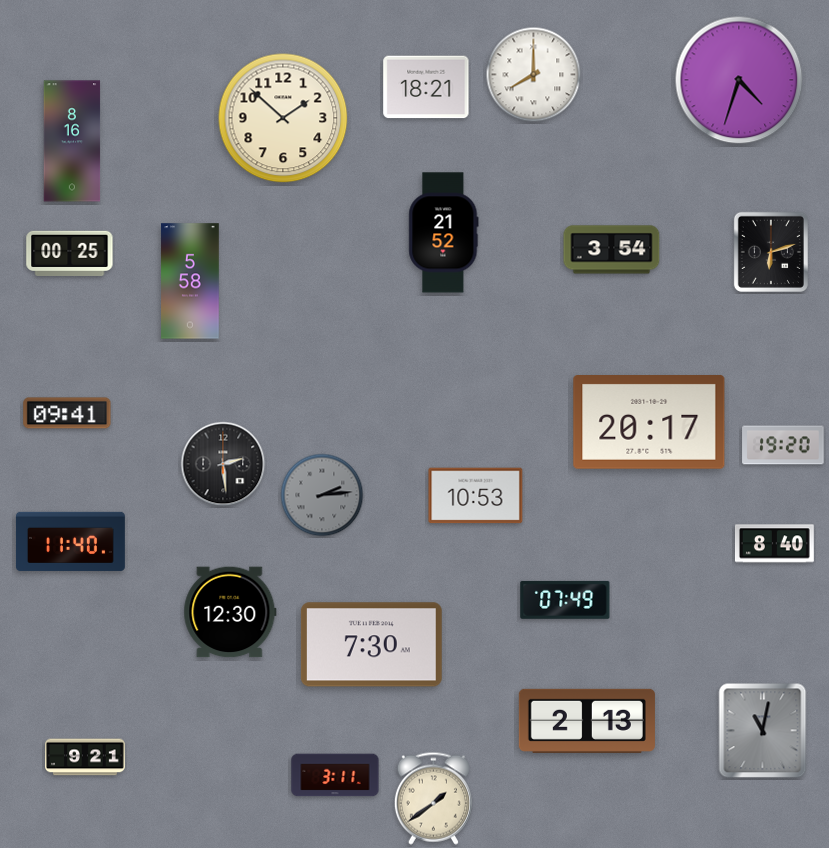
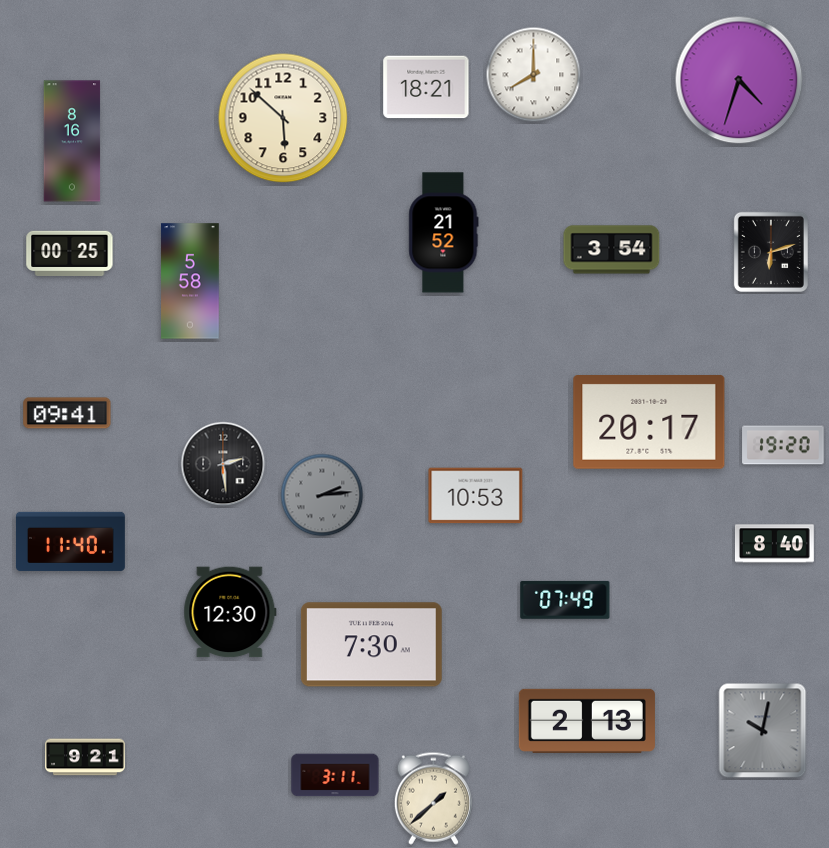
clock at (283, 118): 1:52 -> 5:52
clock at (763, 731): 11:02 -> 10:02
clock at (433, 798): 1:39 -> 1:38
